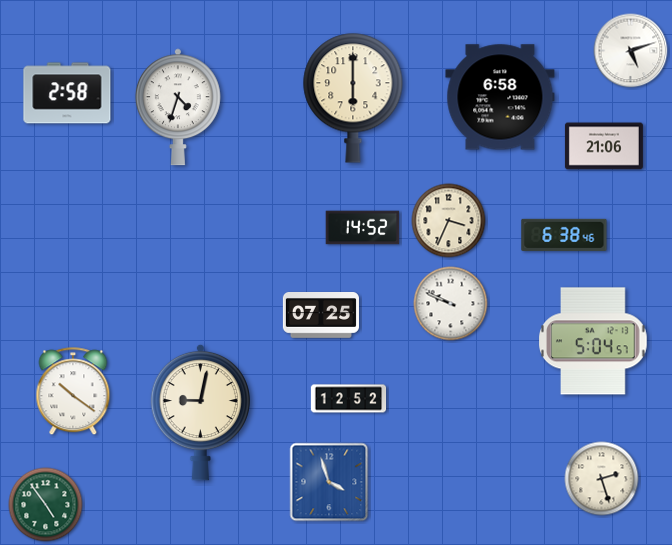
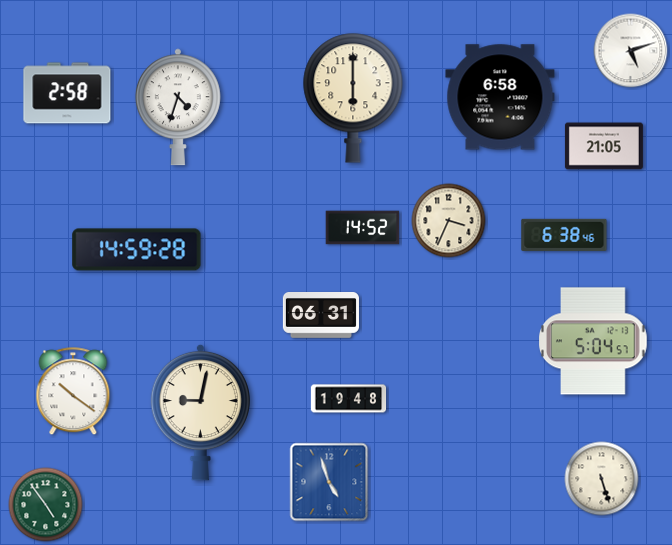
clock at (604, 146): 21:06 -> 21:05
clock at (137, 250): none -> 14:59
clock at (451, 304): 9:49 -> none
clock at (321, 315): 07:25 -> 06:31
clock at (349, 399): 12:52 -> 19:48
clock at (602, 479): 2:27 -> 5:27
clock at (329, 482): 3:57 -> 4:57
